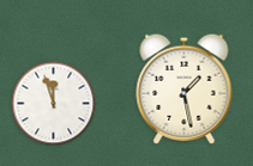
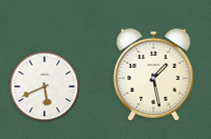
clock at (54, 104): 11:57 -> 5:41
